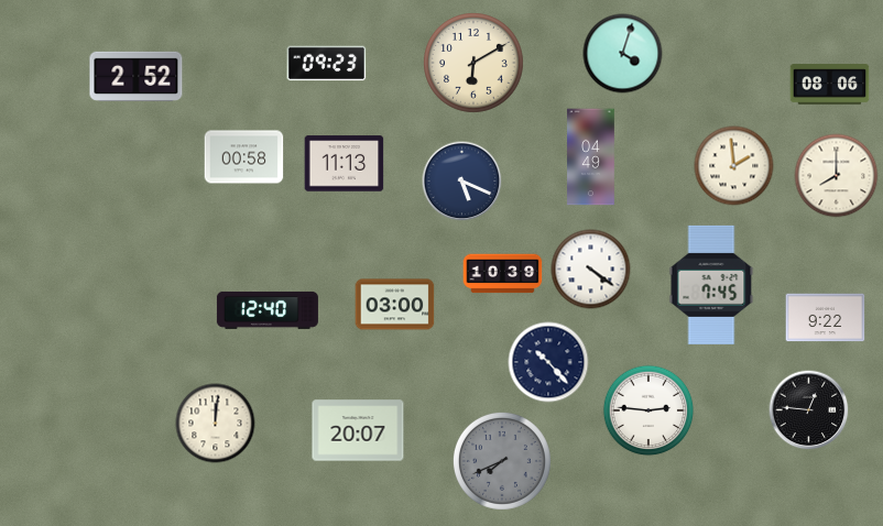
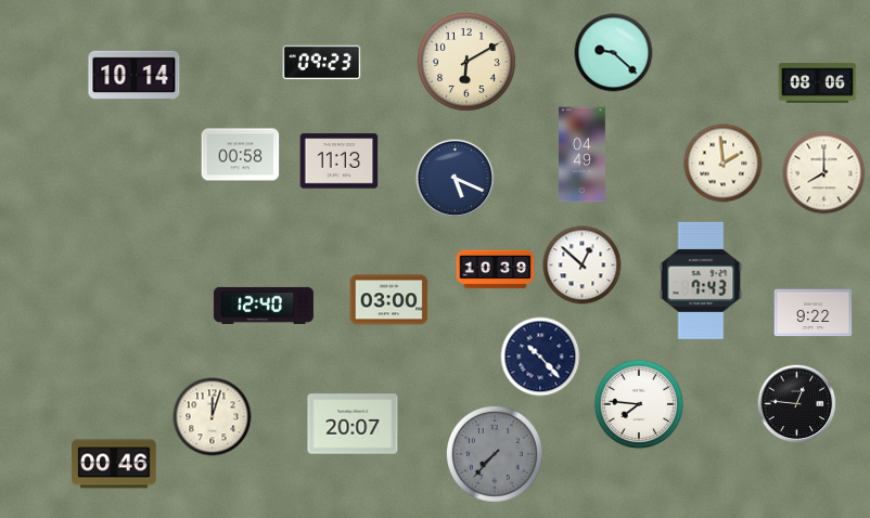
clock at (623, 54): 4:03 -> 9:22
clock at (137, 76): 2:52 -> 10:14
clock at (591, 270): 4:21 -> 12:52
clock at (711, 285): 7:45 -> 7:43
clock at (648, 410): 2:46 -> 7:46
clock at (216, 424): 12:01 -> 12:03
clock at (502, 461): 7:41 -> 7:37
clock at (114, 464): none -> 00:46
